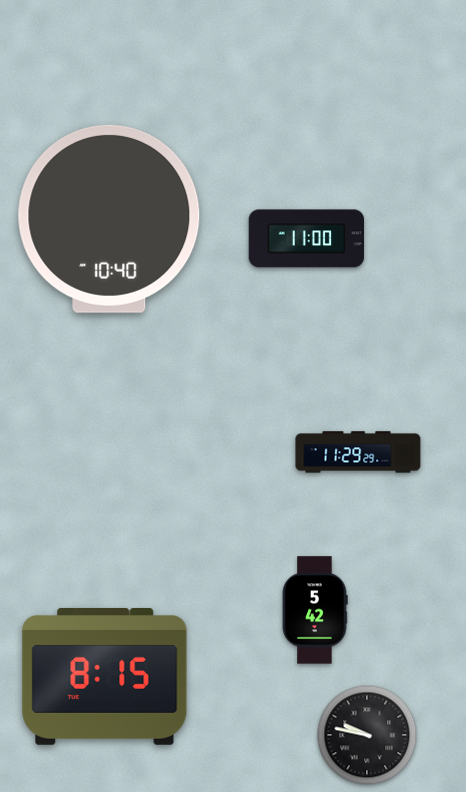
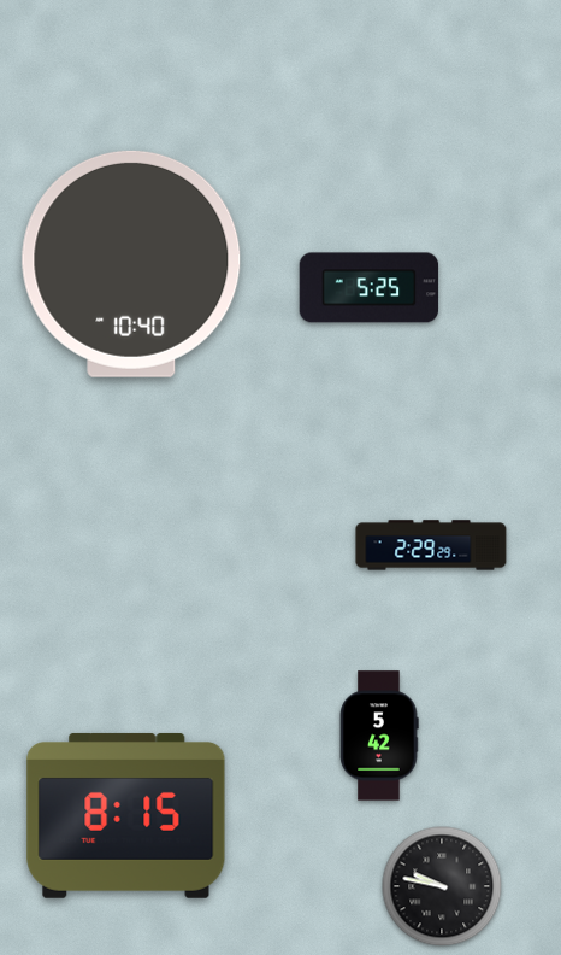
clock at (307, 239): 11:00 -> 5:25
clock at (358, 452): 11:29 -> 2:29
